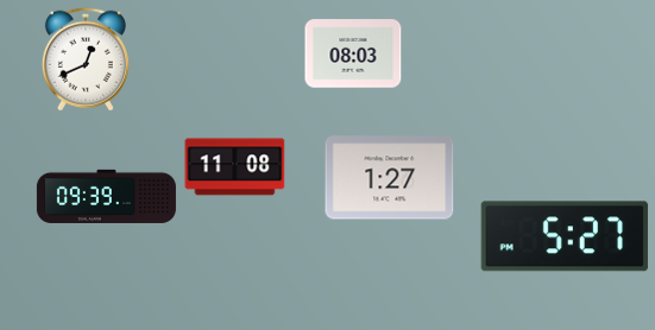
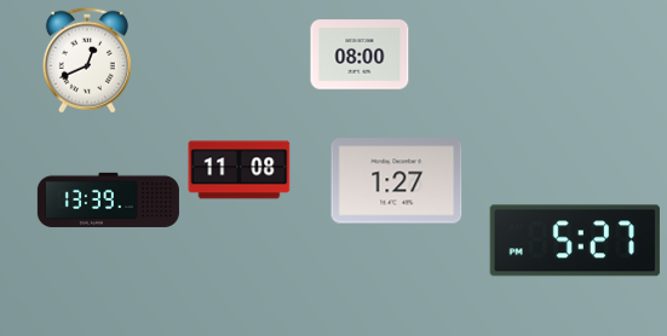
clock at (353, 53): 08:03 -> 08:00
clock at (106, 196): 09:39 -> 13:39
